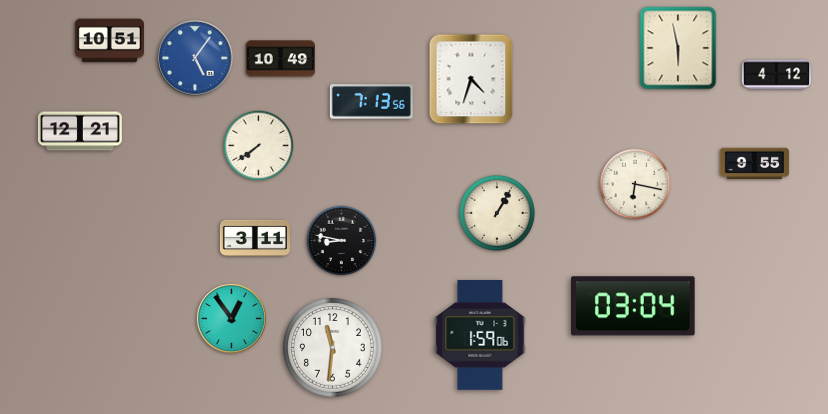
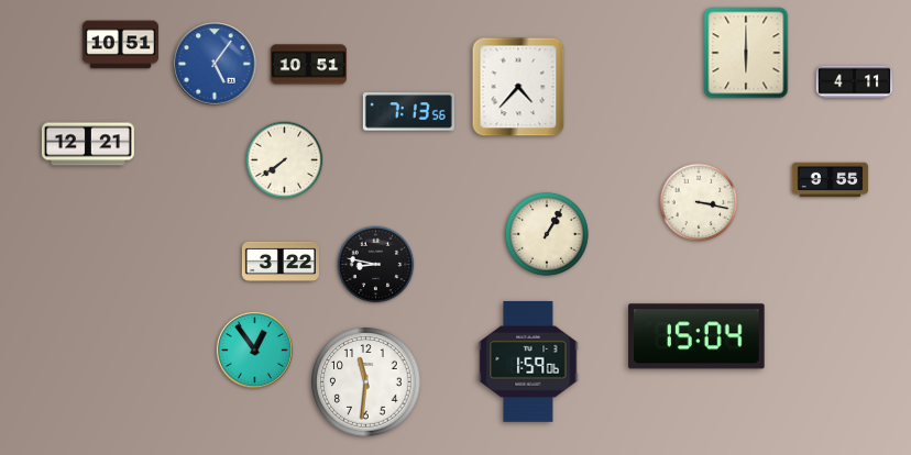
clock at (678, 48): 5:58 -> 6:00
clock at (280, 59): 10:49 -> 10:51
clock at (777, 75): 4:12 -> 4:11
clock at (471, 79): 4:33 -> 4:37
clock at (635, 184): 6:17 -> 3:17
clock at (255, 238): 3:11 -> 3:22
clock at (634, 306): 03:04 -> 15:04
clock at (480, 335) position: (480, 335) -> (528, 362)
